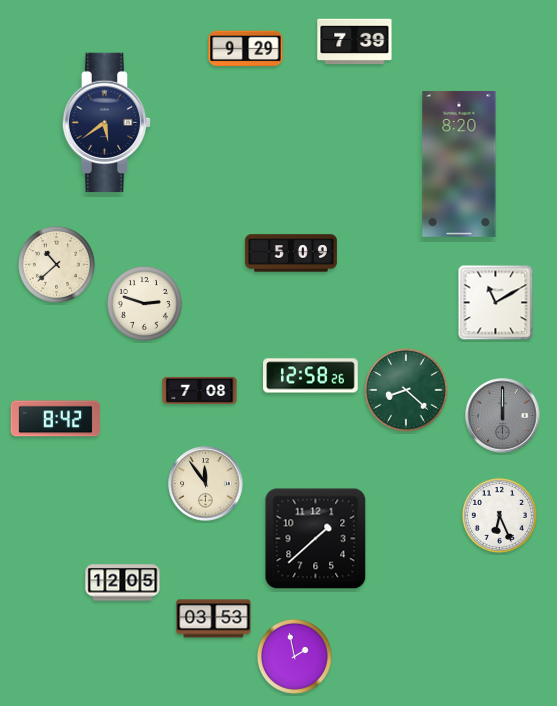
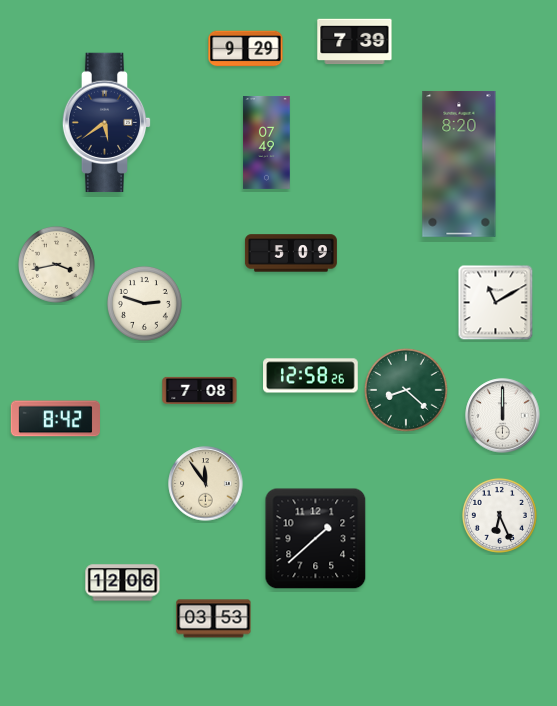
clock at (267, 143): none -> 07:49
clock at (56, 264): 10:38 -> 3:43
clock at (503, 416) dial: grey -> white
clock at (123, 583): 12:05 -> 12:06
clock at (294, 656): 1:58 -> none
